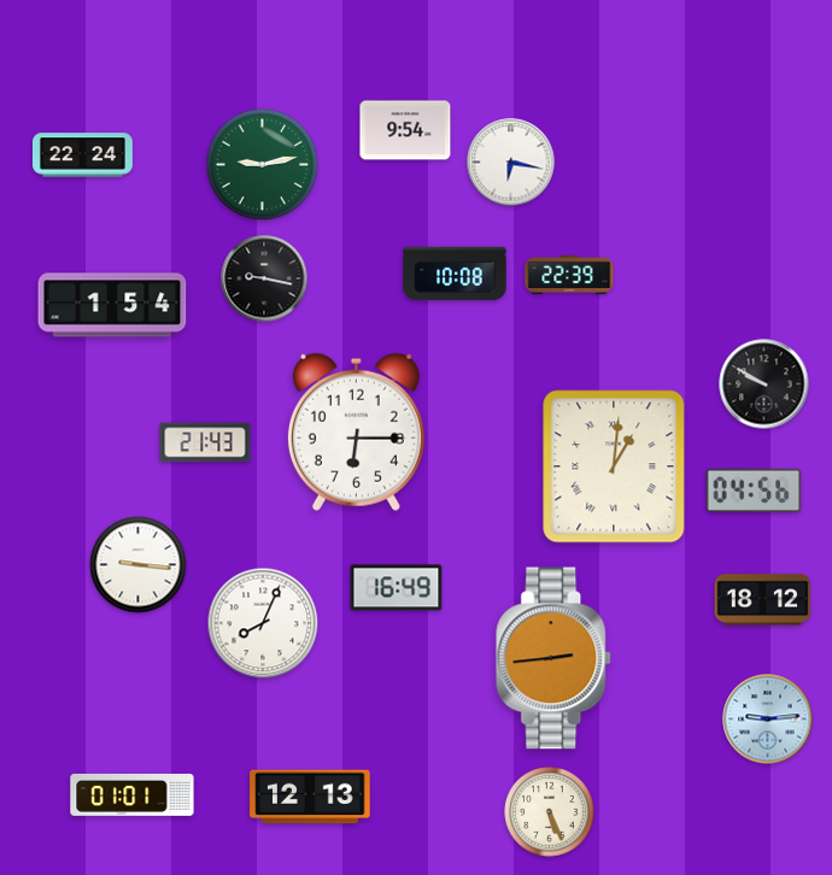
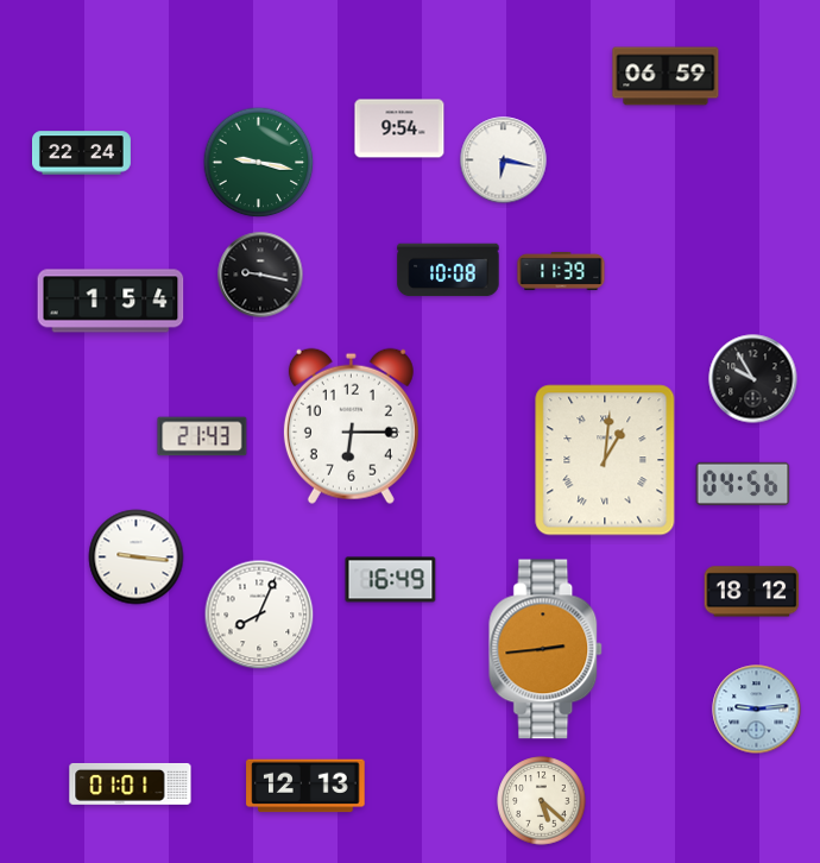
clock at (666, 76): none -> 06:59
clock at (263, 165): 9:13 -> 9:17
clock at (569, 275): 22:39 -> 11:39
clock at (764, 384): 9:50 -> 9:55
clock at (550, 812): 5:26 -> 5:22
